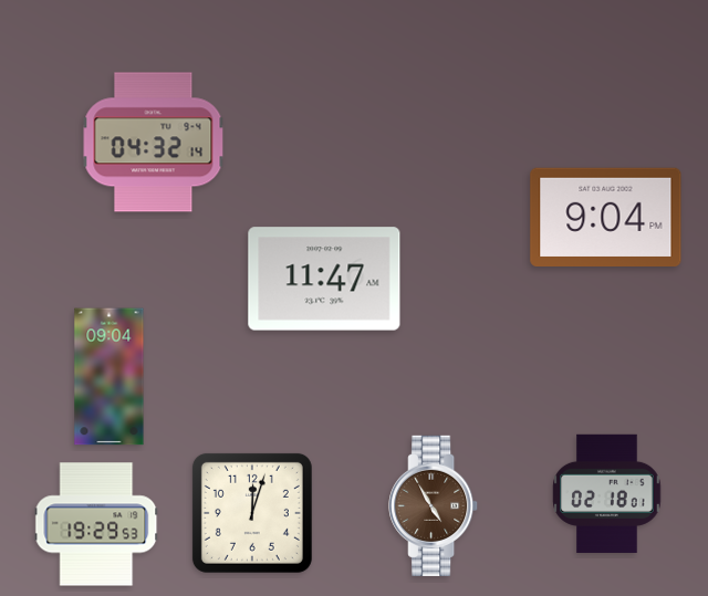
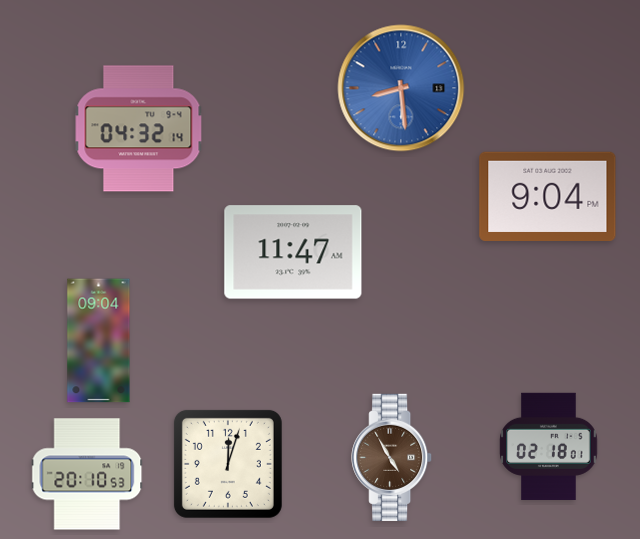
clock at (401, 88): none -> 8:29
clock at (96, 524): 19:29 -> 20:10
